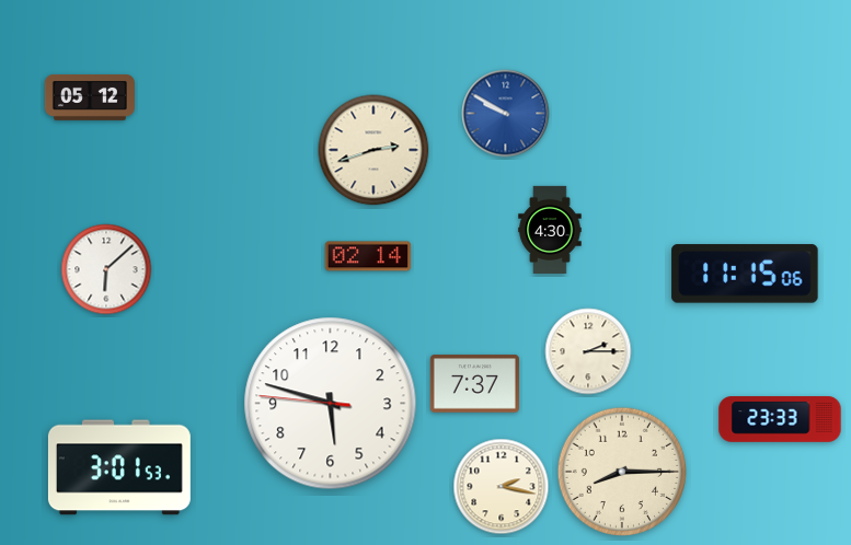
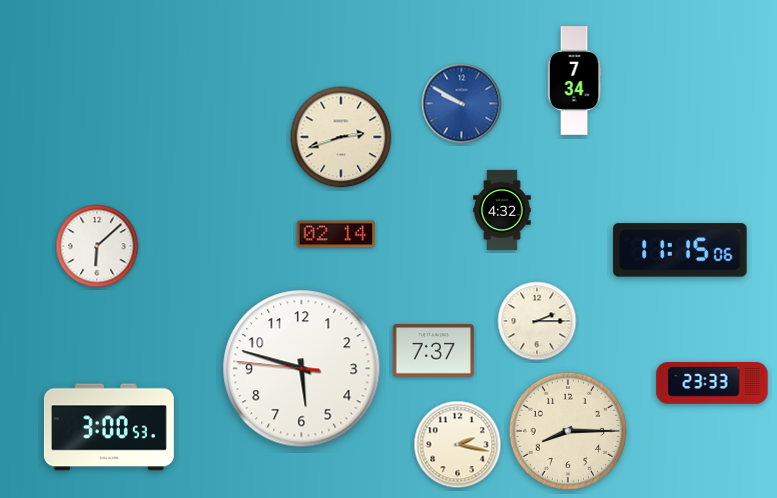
clock at (574, 81): none -> 7:34
clock at (90, 98): 05:12 -> none
clock at (550, 229): 4:30 -> 4:32
clock at (119, 467): 3:01 -> 3:00
